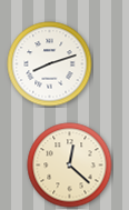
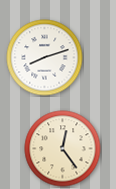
clock at (70, 166): 12:22 -> 12:24
